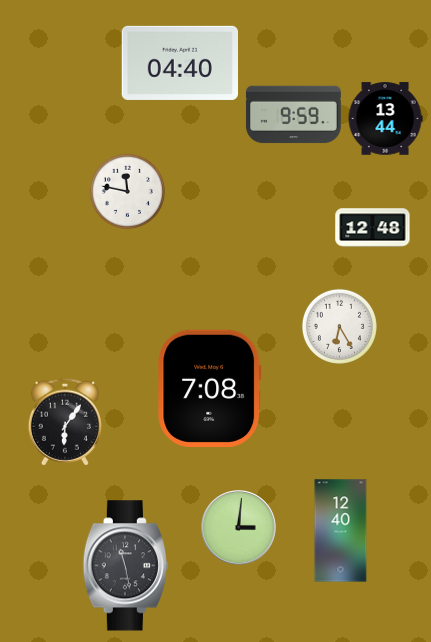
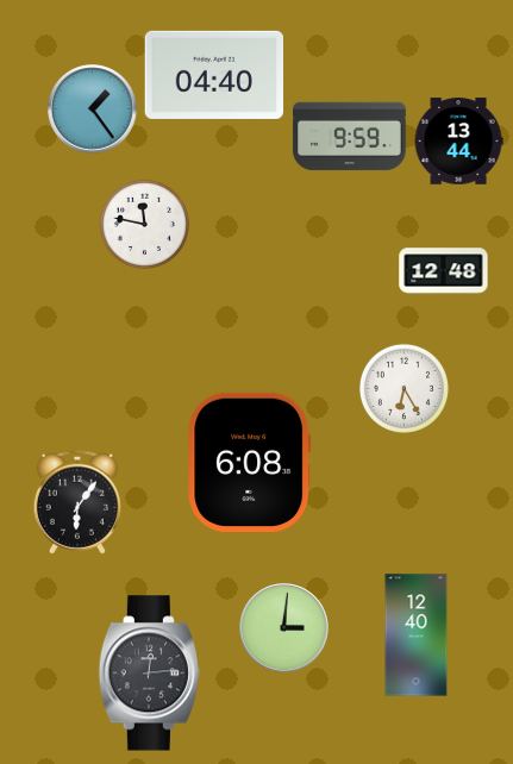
clock at (93, 109): none -> 1:24
clock at (127, 191) position: (127, 191) -> (144, 224)
clock at (210, 388): 7:08 -> 6:08
clock at (341, 531) position: (341, 531) -> (417, 635)
clock at (125, 566): 11:28 -> 12:14
